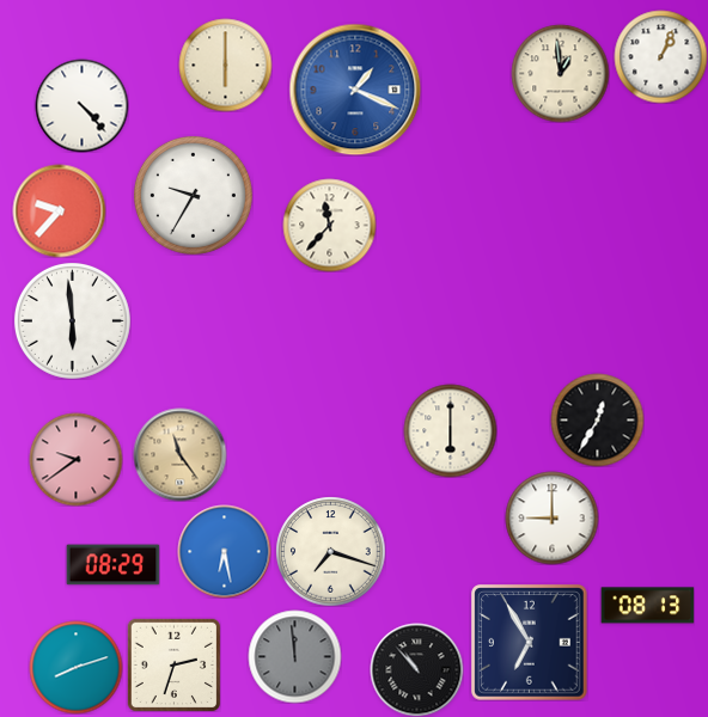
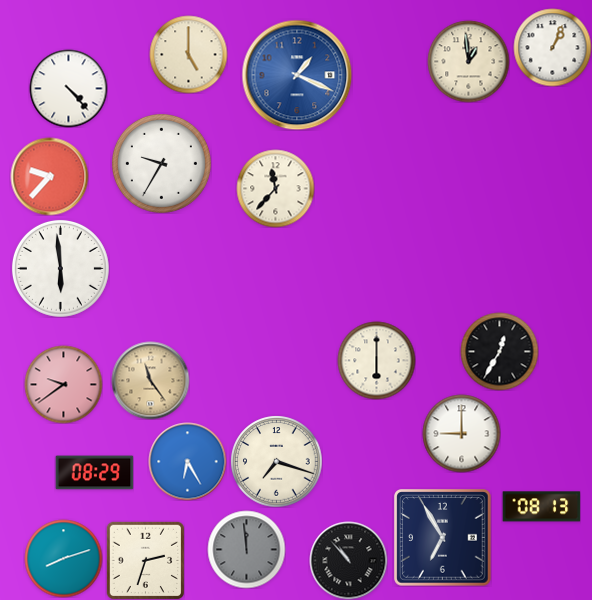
clock at (225, 65): 6:00 -> 5:00
clock at (224, 551): 6:28 -> 6:25
clock at (173, 664) position: (173, 664) -> (145, 560)
